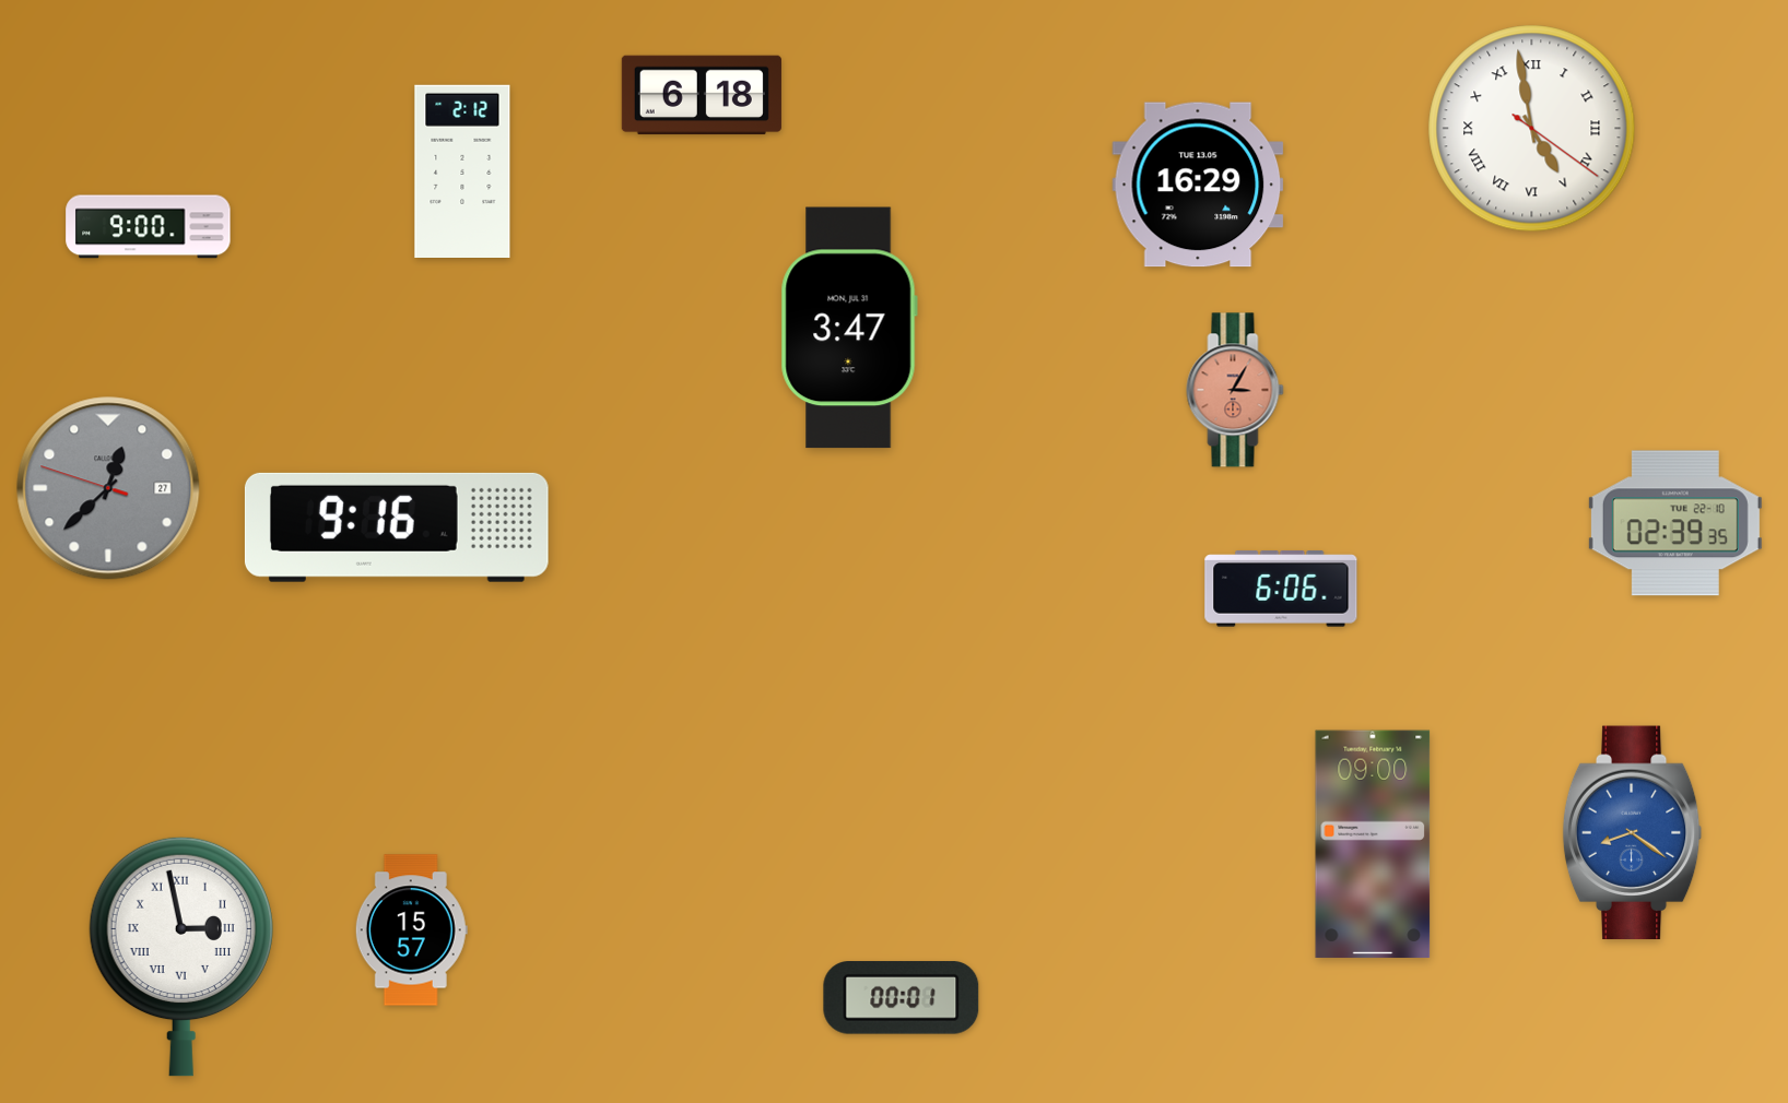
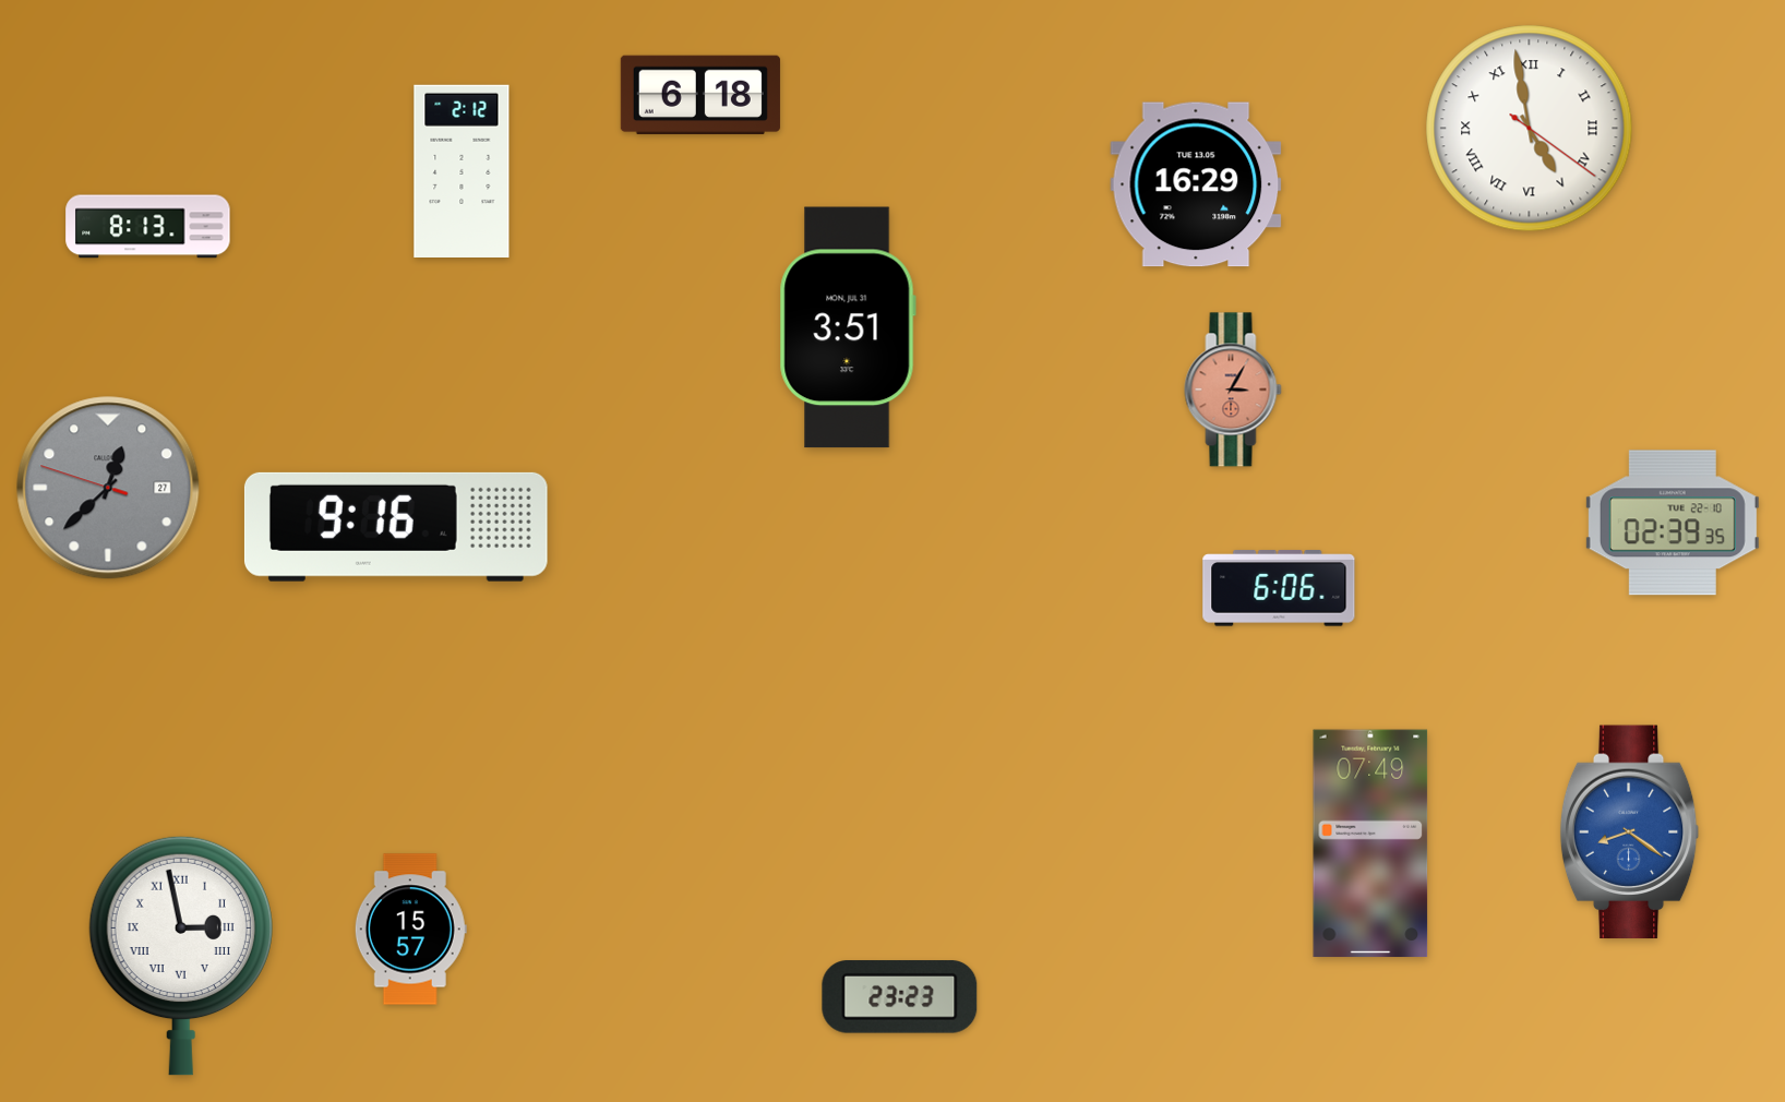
clock at (149, 227): 9:00 -> 8:13
clock at (849, 328): 3:47 -> 3:51
clock at (1373, 844): 09:00 -> 07:49
clock at (902, 998): 00:01 -> 23:23
